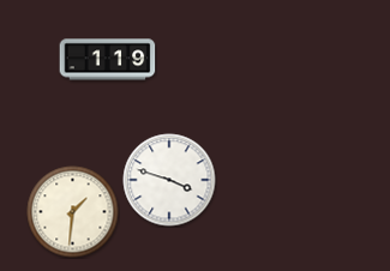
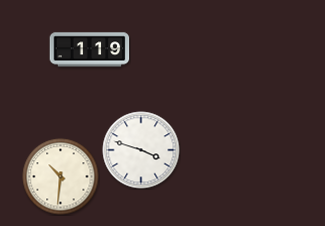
clock at (73, 212): 1:31 -> 10:31
